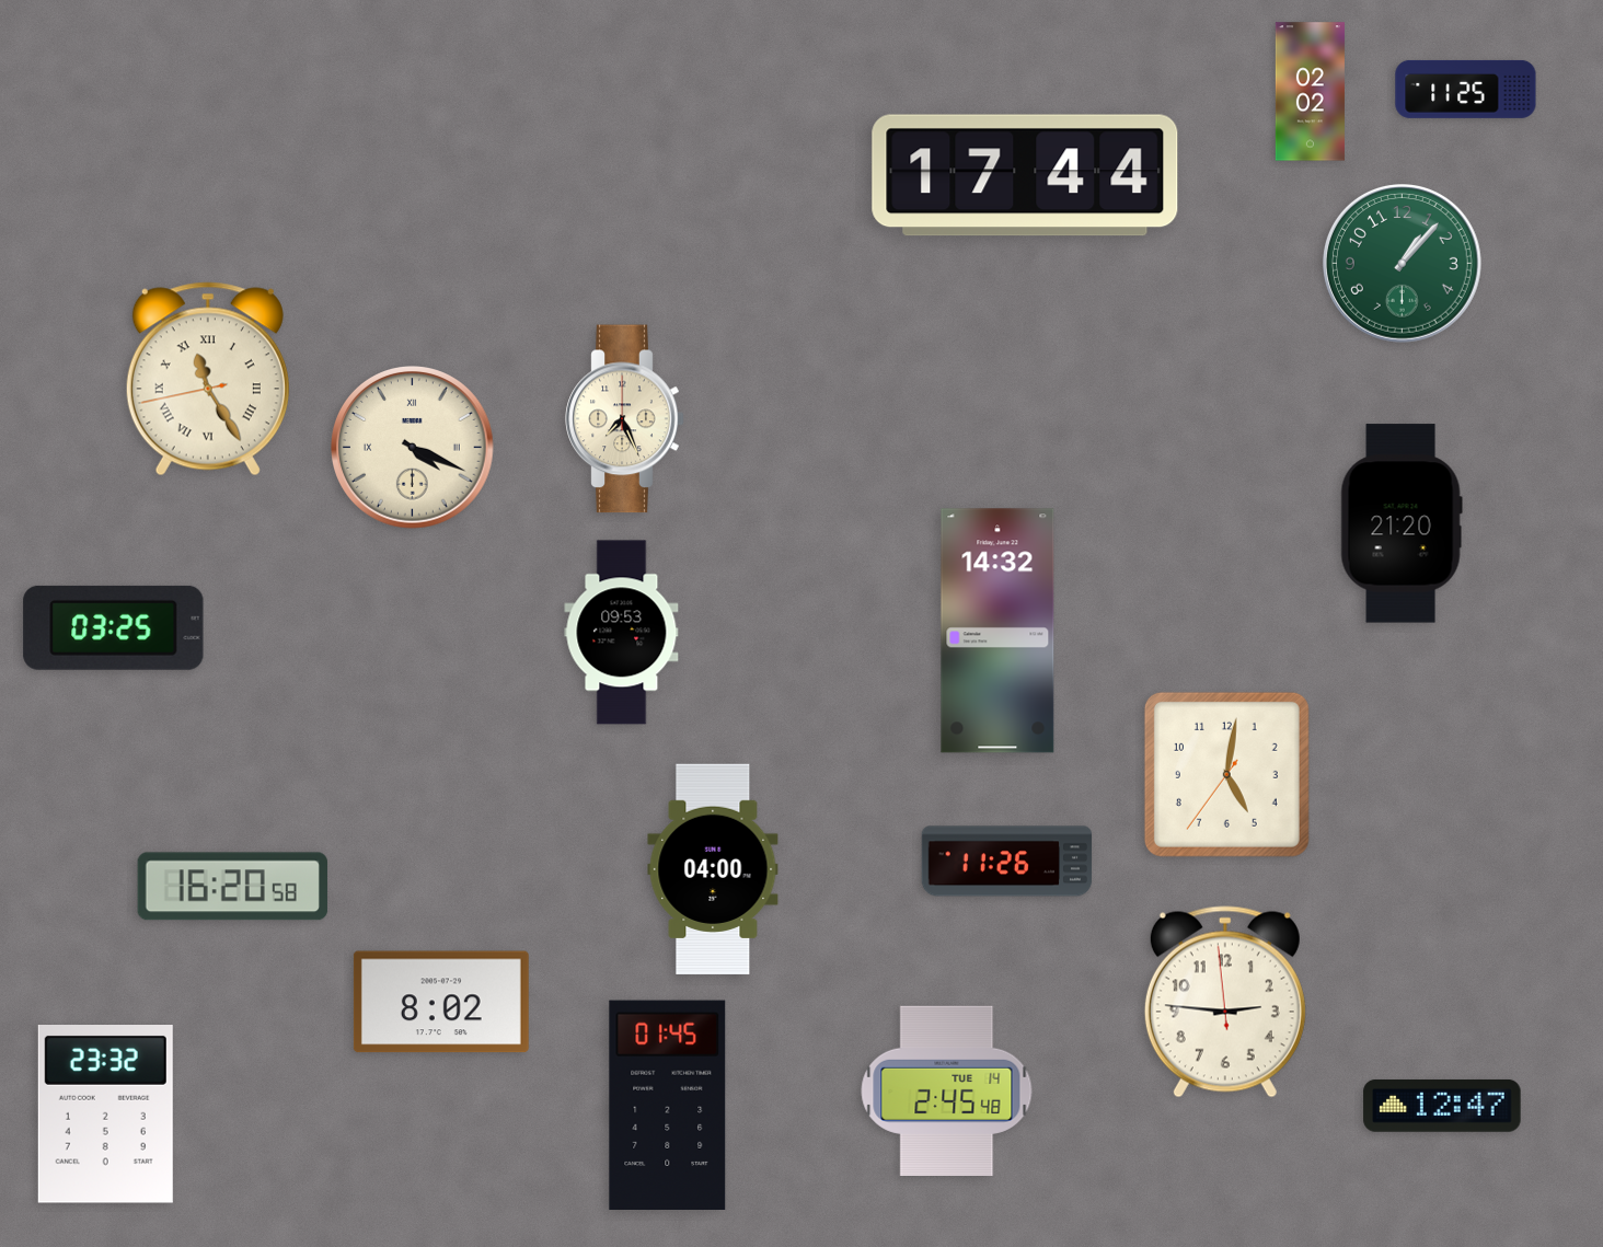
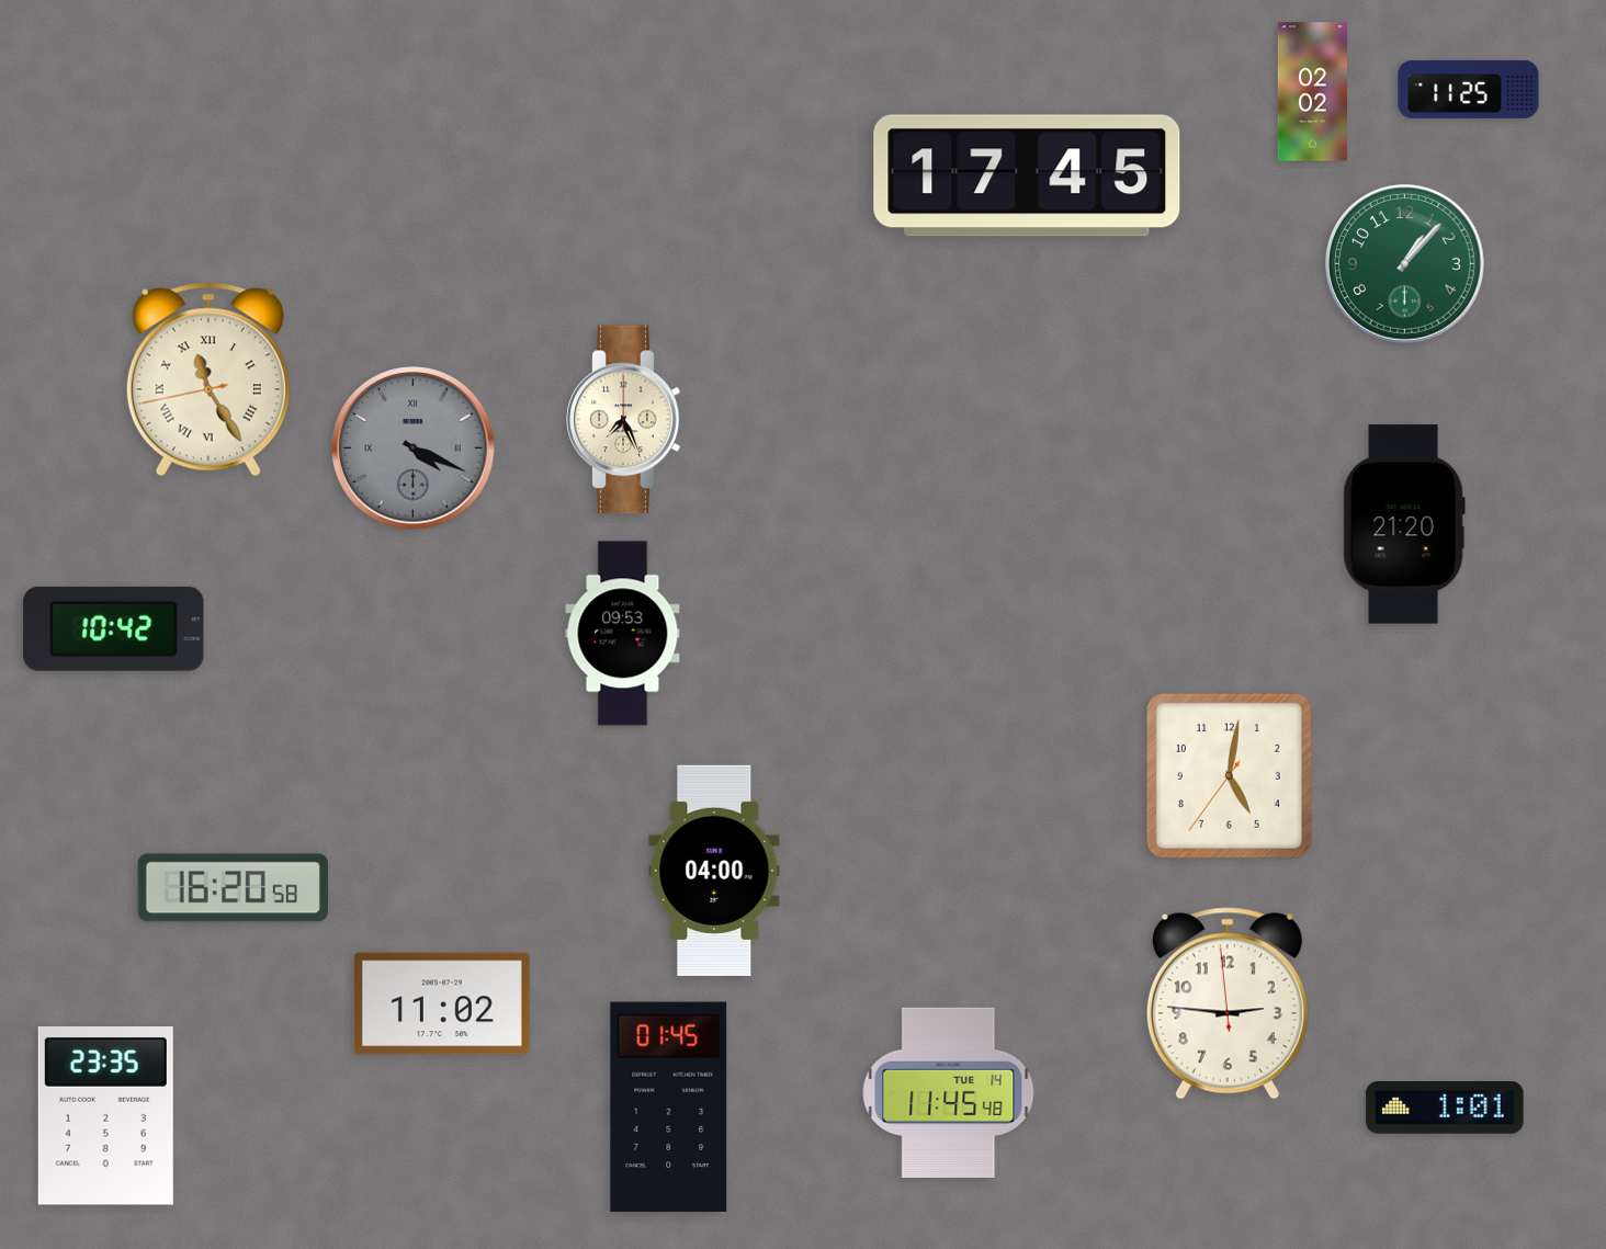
clock at (1025, 175): 17:44 -> 17:45
clock at (413, 448) dial: cream -> grey
clock at (114, 627): 03:25 -> 10:42
clock at (997, 631): 14:32 -> none
clock at (1007, 862): 11:26 -> none
clock at (441, 1002): 8:02 -> 11:02
clock at (947, 1090): 2:45 -> 11:45
clock at (1442, 1106): 12:47 -> 1:01
clock at (105, 1115): 23:32 -> 23:35
